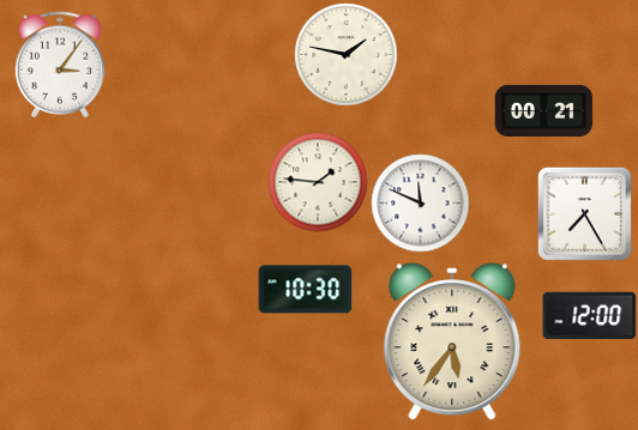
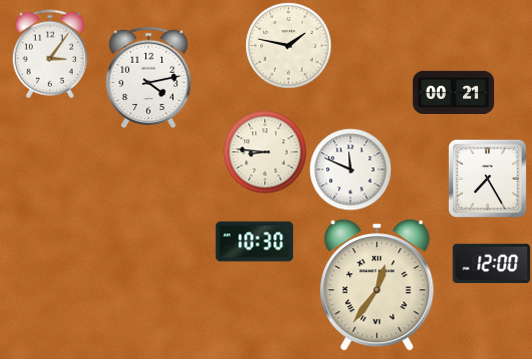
clock at (149, 77): none -> 4:13
clock at (318, 182): 1:46 -> 8:46
clock at (452, 341): 5:36 -> 12:36
